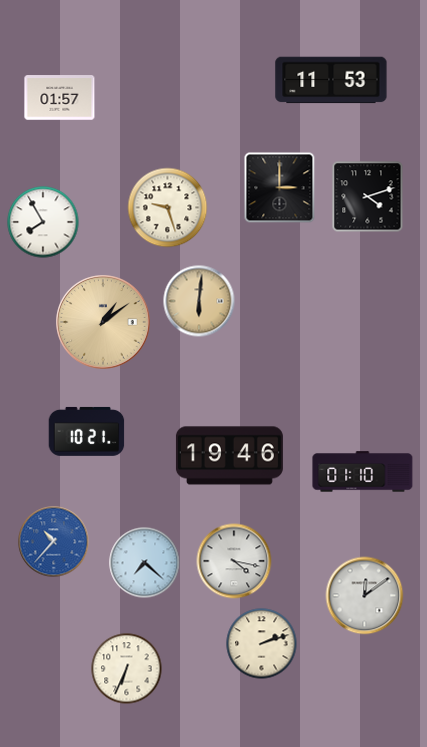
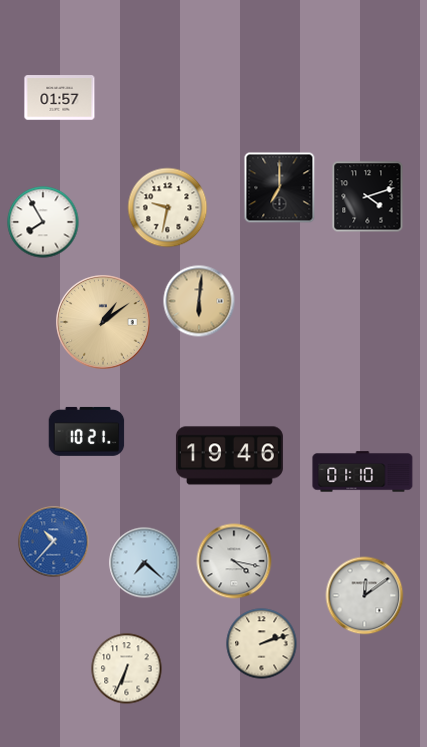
clock at (331, 80): 11:53 -> none
clock at (280, 188): 3:00 -> 7:00
clock at (168, 208): 9:27 -> 9:32
